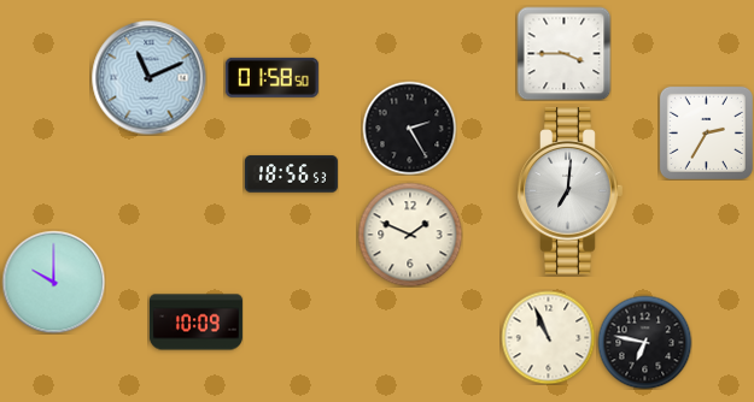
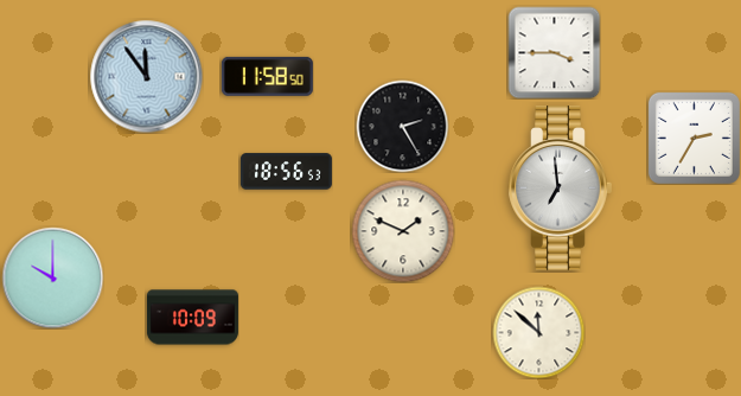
clock at (148, 77): 11:11 -> 11:54
clock at (271, 77): 01:58 -> 11:58
clock at (706, 132) position: (706, 132) -> (694, 138)
clock at (571, 191): 7:01 -> 6:59
clock at (548, 337): 10:56 -> 11:52
clock at (644, 342): 6:47 -> none
